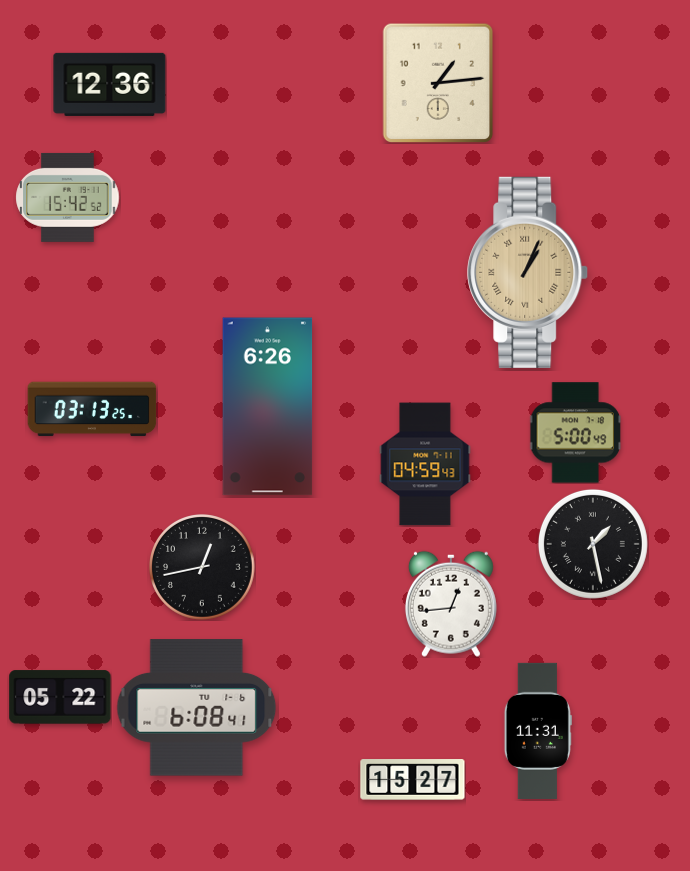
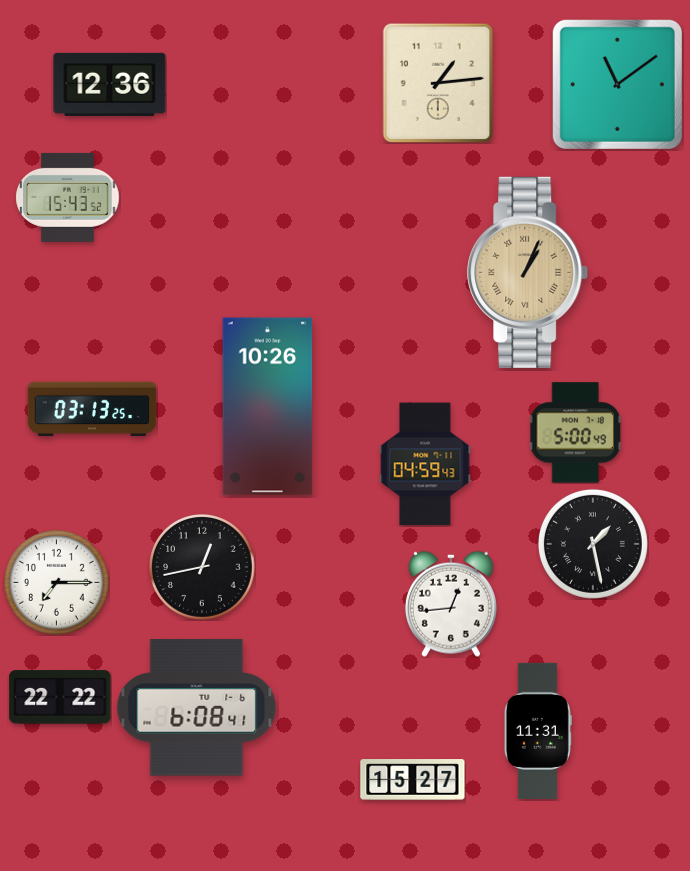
clock at (617, 84): none -> 11:09
clock at (68, 197): 15:42 -> 15:43
clock at (268, 407): 6:26 -> 10:26
clock at (57, 583): none -> 7:15
clock at (60, 697): 05:22 -> 22:22
